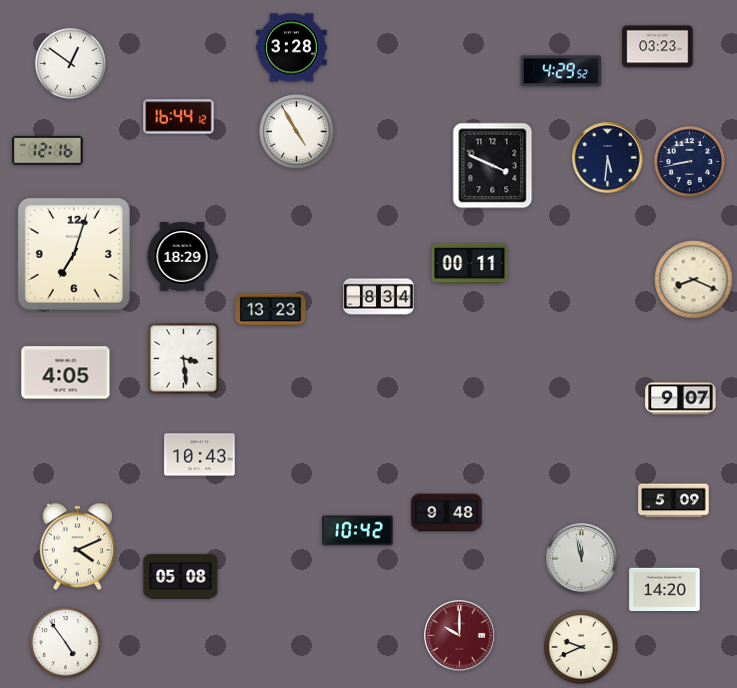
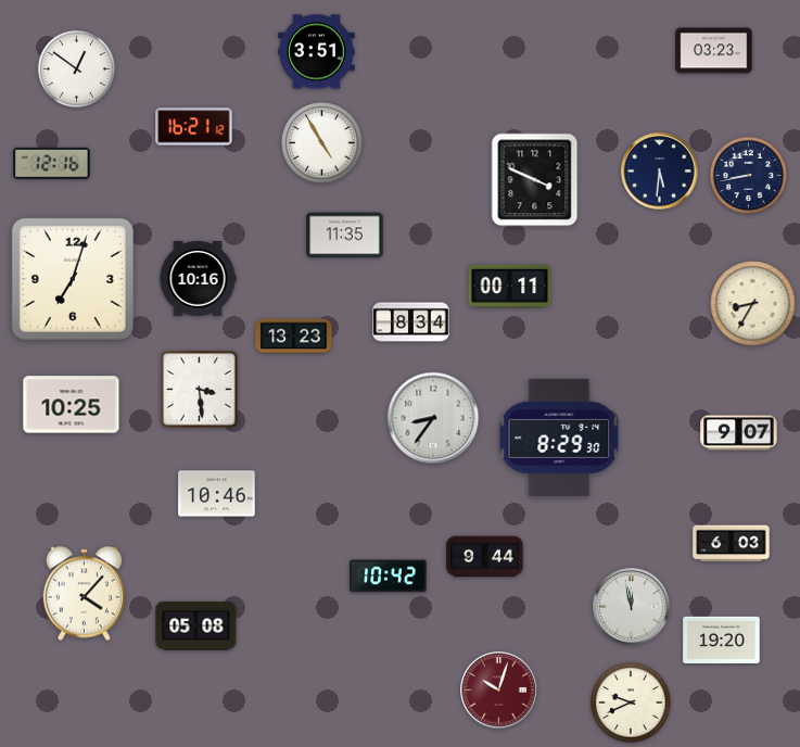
clock at (292, 48): 3:28 -> 3:51
clock at (561, 71): 4:29 -> none
clock at (179, 117): 16:44 -> 16:21
clock at (345, 236): none -> 11:35
clock at (74, 254) position: (74, 254) -> (73, 279)
clock at (182, 257): 18:29 -> 10:16
clock at (694, 280): 8:19 -> 8:35
clock at (66, 373): 4:05 -> 10:25
clock at (433, 418): none -> 8:36
clock at (559, 438): none -> 8:29
clock at (200, 455): 10:43 -> 10:46
clock at (674, 501): 5:09 -> 6:03
clock at (447, 513): 9:48 -> 9:44
clock at (77, 547): 4:11 -> 4:07
clock at (665, 589): 14:20 -> 19:20
clock at (460, 636): 10:00 -> 10:03
clock at (65, 642): 4:54 -> none
